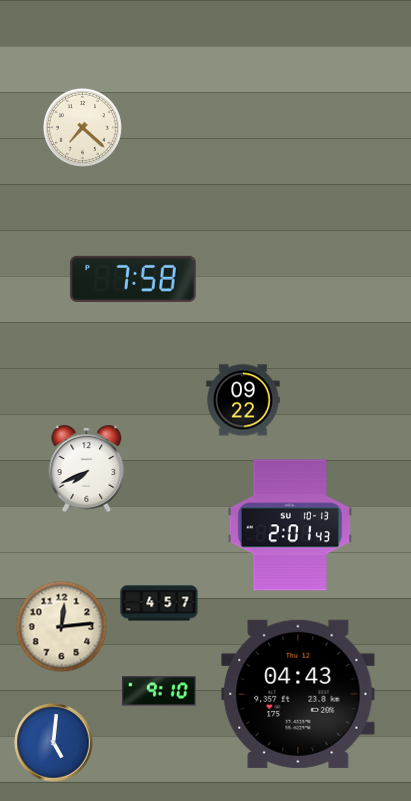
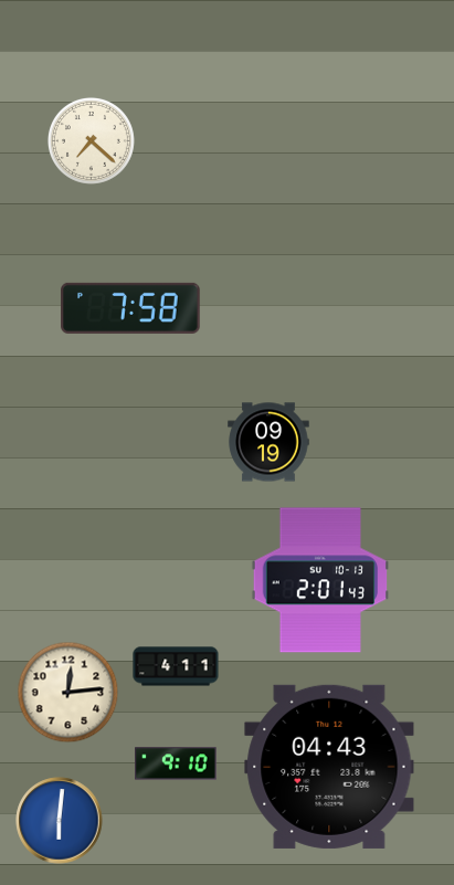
clock at (133, 279) position: (133, 279) -> (130, 308)
clock at (243, 400): 09:22 -> 09:19
clock at (87, 468): 7:41 -> none
clock at (159, 603): 4:57 -> 4:11
clock at (54, 743): 5:01 -> 6:01
